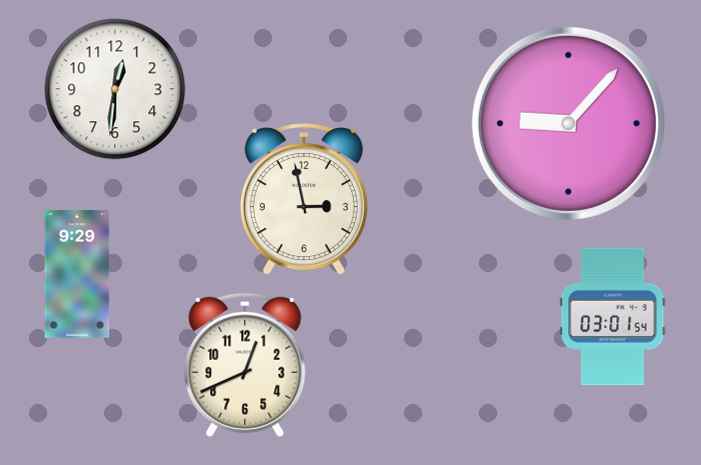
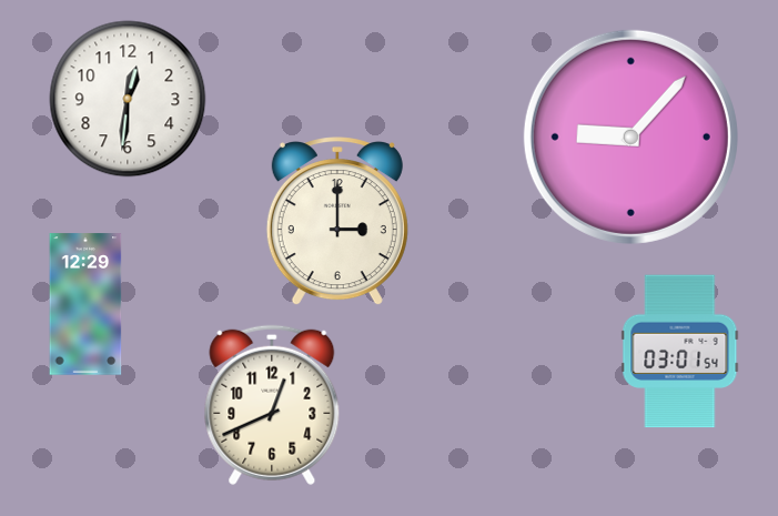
clock at (304, 200): 2:58 -> 3:00
clock at (77, 274): 9:29 -> 12:29
